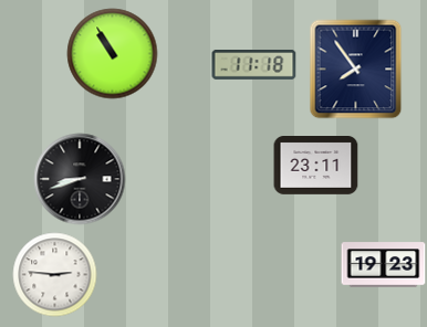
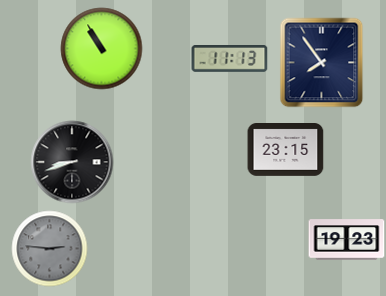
clock at (254, 65): 11:18 -> 11:13
clock at (316, 166): 23:11 -> 23:15
clock at (55, 275) dial: white -> grey
